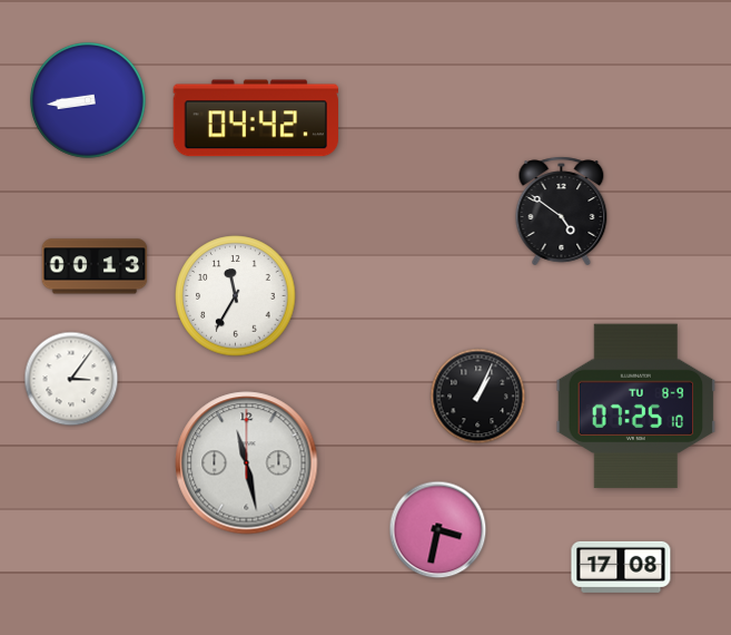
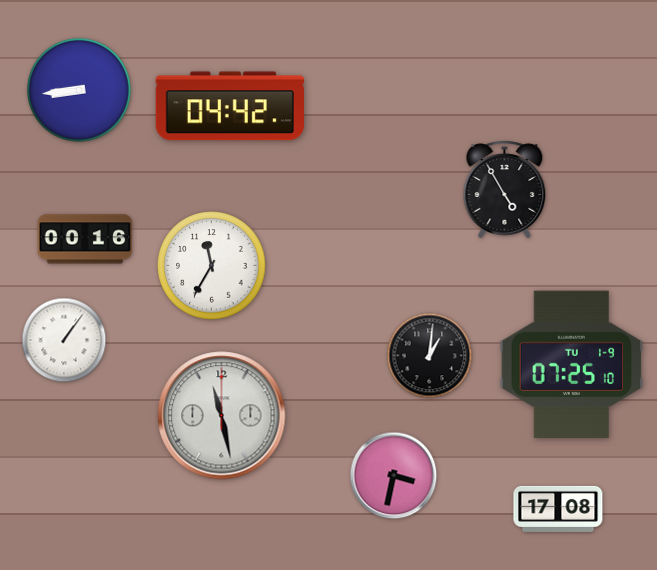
clock at (562, 212): 4:51 -> 4:55
clock at (95, 266): 00:13 -> 00:16
clock at (71, 379): 3:06 -> 1:06
clock at (478, 397): 1:04 -> 1:01
clock at (636, 407) date: TU 8-9 -> TU 1-9
